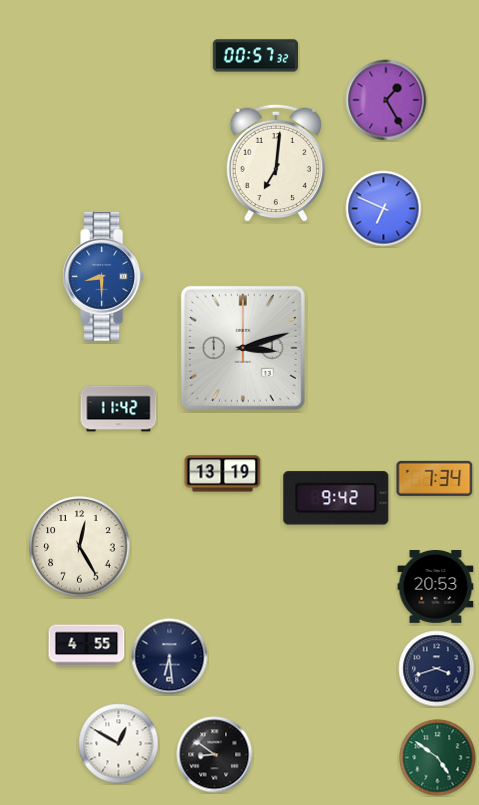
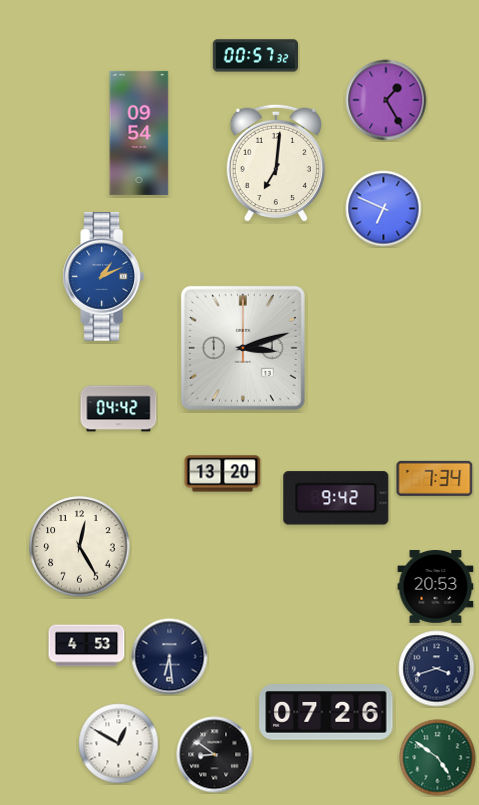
clock at (139, 133): none -> 09:54
clock at (104, 277): 8:30 -> 1:11
clock at (119, 409): 11:42 -> 04:42
clock at (223, 474): 13:19 -> 13:20
clock at (87, 646): 4:55 -> 4:53
clock at (326, 712): none -> 07:26
